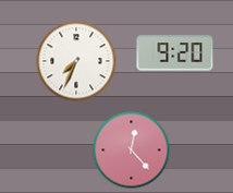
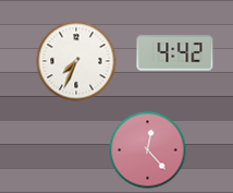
clock at (175, 53): 9:20 -> 4:42
clock at (132, 150) position: (132, 150) -> (148, 150)
